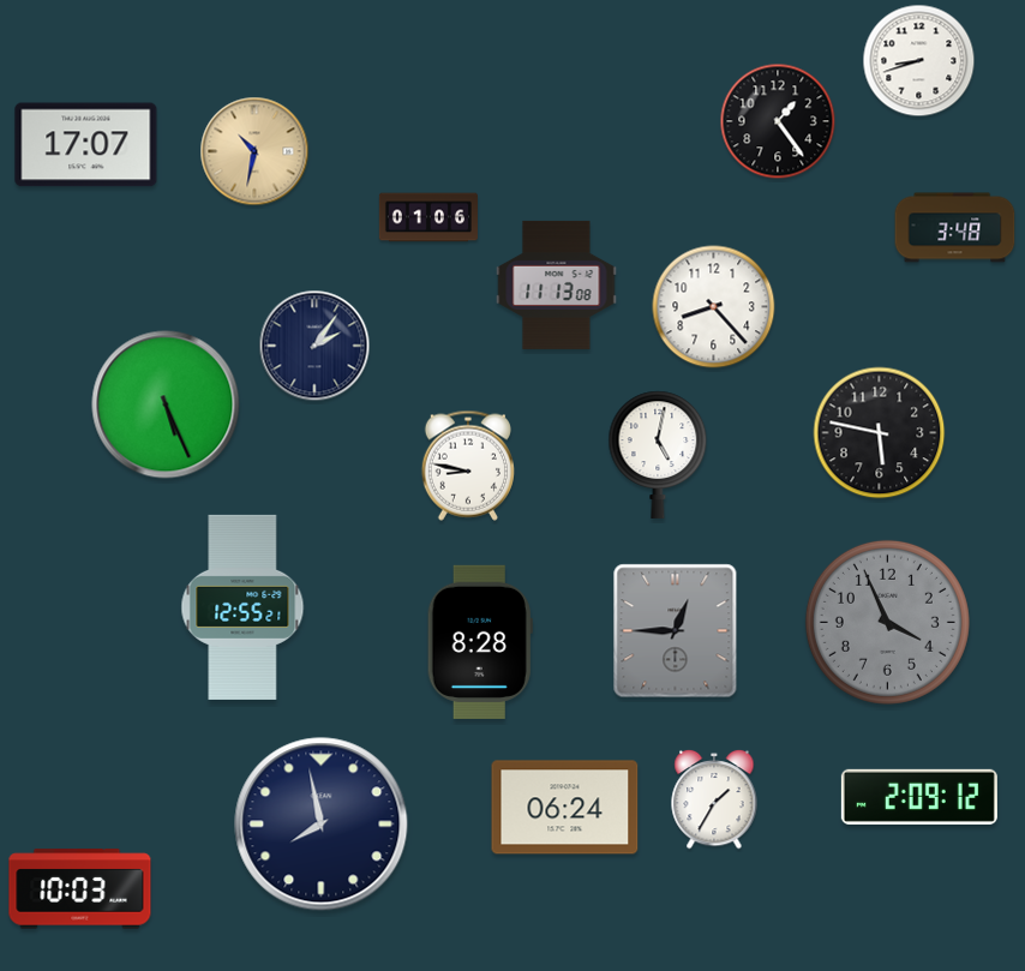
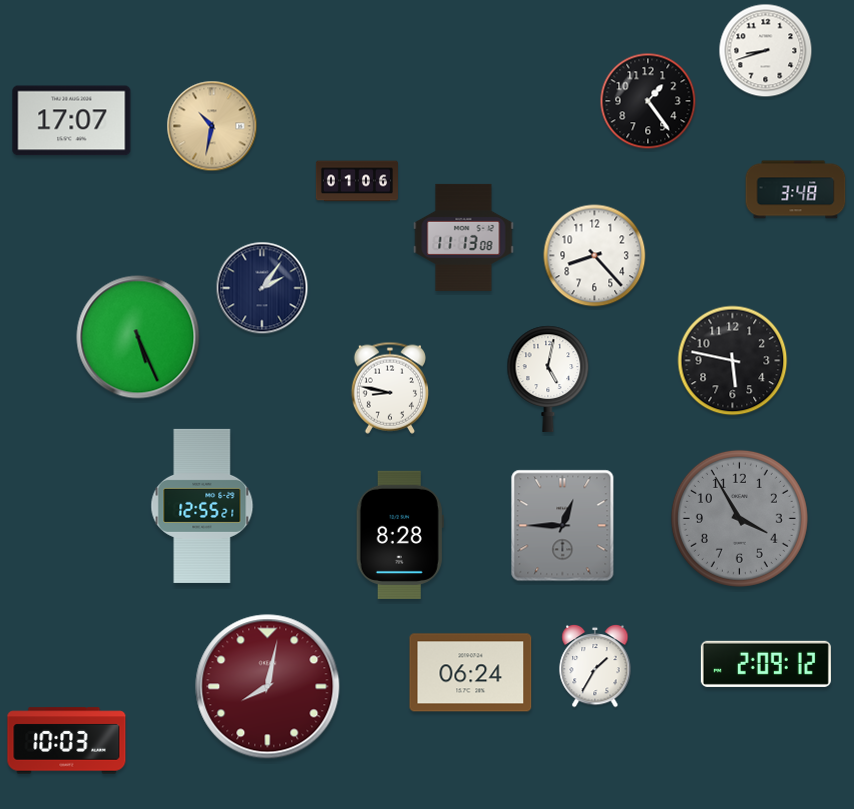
clock at (887, 622): 3:56 -> 3:55
clock at (322, 825): 7:58 -> 8:02
clock at (322, 825) dial: navy -> burgundy
